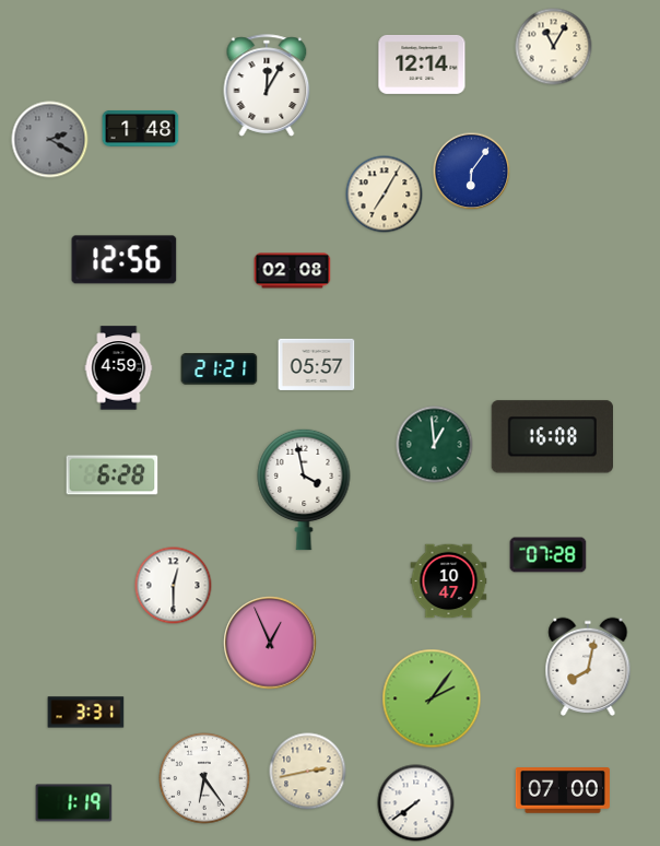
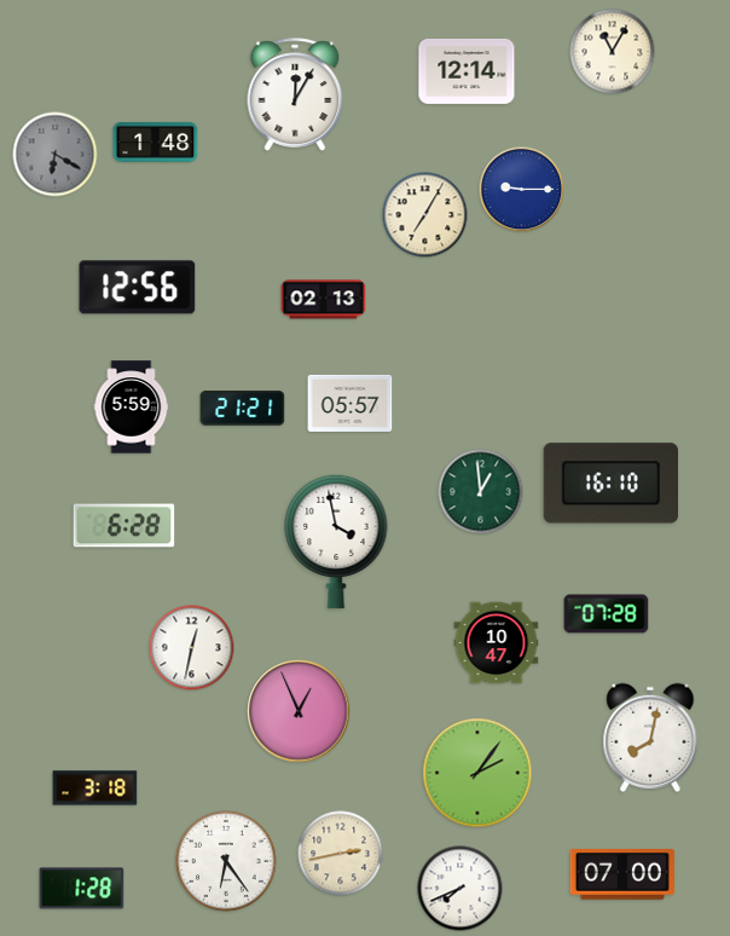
clock at (50, 140): 2:20 -> 6:20
clock at (472, 172): 6:06 -> 9:15
clock at (293, 271): 02:08 -> 02:13
clock at (119, 368): 4:59 -> 5:59
clock at (552, 437): 16:08 -> 16:10
clock at (174, 586): 12:30 -> 12:32
clock at (86, 713): 3:31 -> 3:18
clock at (74, 803): 1:19 -> 1:28
clock at (416, 803): 7:39 -> 7:41
